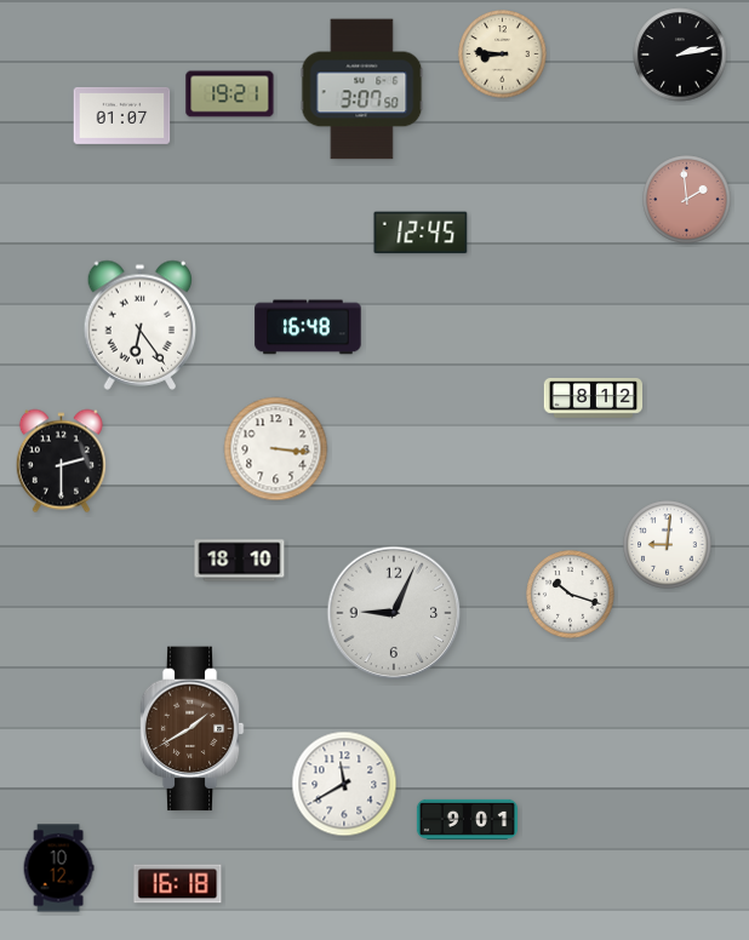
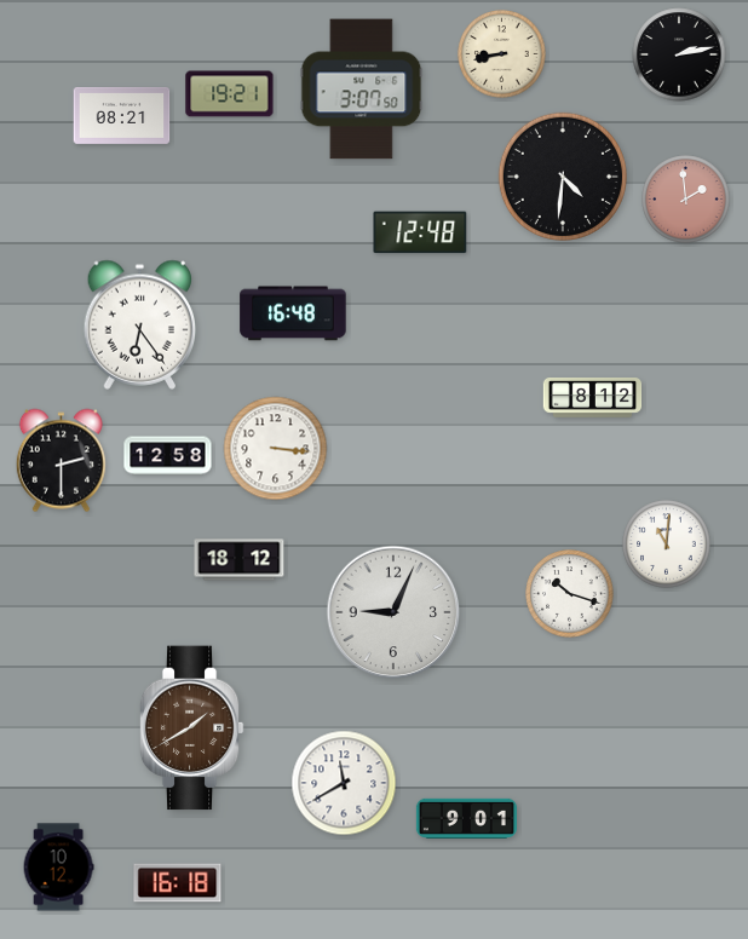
clock at (503, 55): 8:46 -> 8:43
clock at (122, 115): 01:07 -> 08:21
clock at (563, 177): none -> 4:31
clock at (421, 233): 12:45 -> 12:48
clock at (308, 327) position: (308, 327) -> (293, 313)
clock at (168, 456): none -> 12:58
clock at (668, 545): 9:01 -> 11:01
clock at (240, 561): 18:10 -> 18:12
